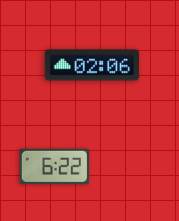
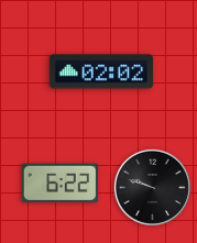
clock at (91, 65): 02:06 -> 02:02
clock at (152, 187): none -> 9:48
